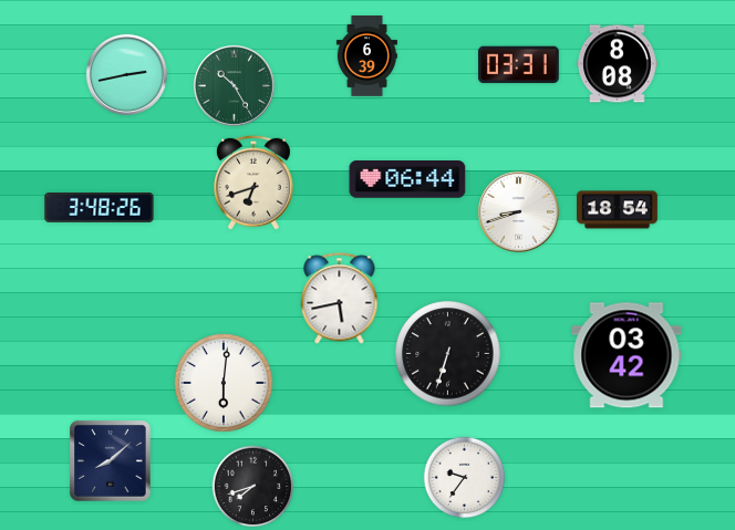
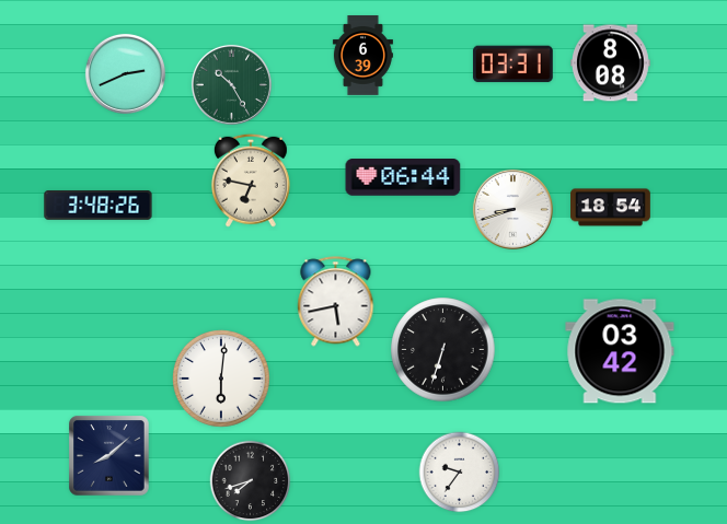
clock at (126, 74): 2:43 -> 2:41
clock at (253, 183): 6:42 -> 6:47
clock at (340, 299) position: (340, 299) -> (336, 302)
